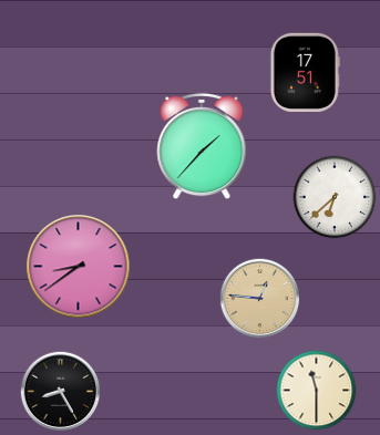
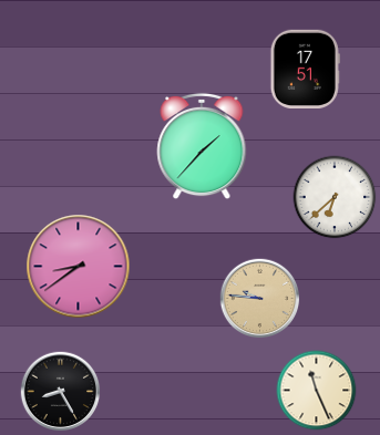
clock at (305, 72) position: (305, 72) -> (305, 69)
clock at (260, 299): 12:46 -> 9:46
clock at (317, 391): 11:30 -> 11:26
